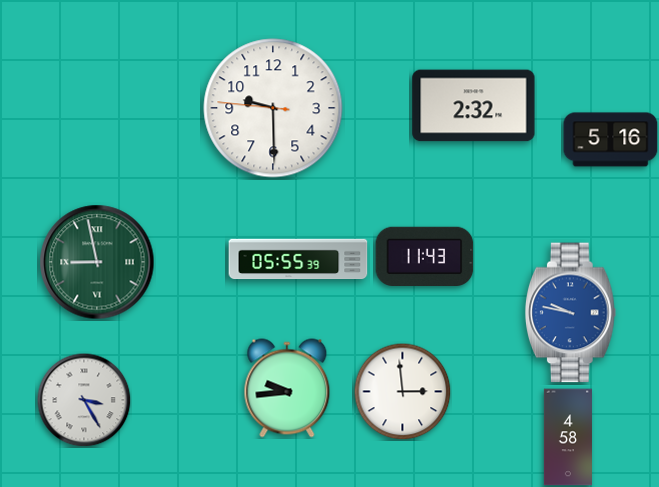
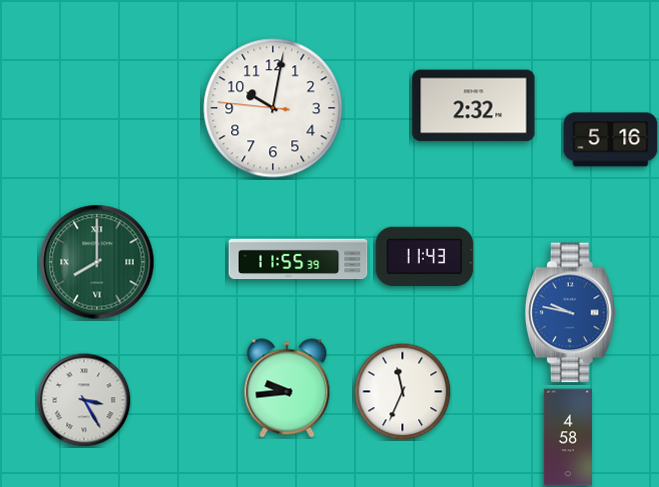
clock at (273, 108): 9:29 -> 10:01
clock at (298, 259): 05:55 -> 11:55
clock at (97, 262): 8:58 -> 8:00
clock at (402, 391): 2:59 -> 11:34
